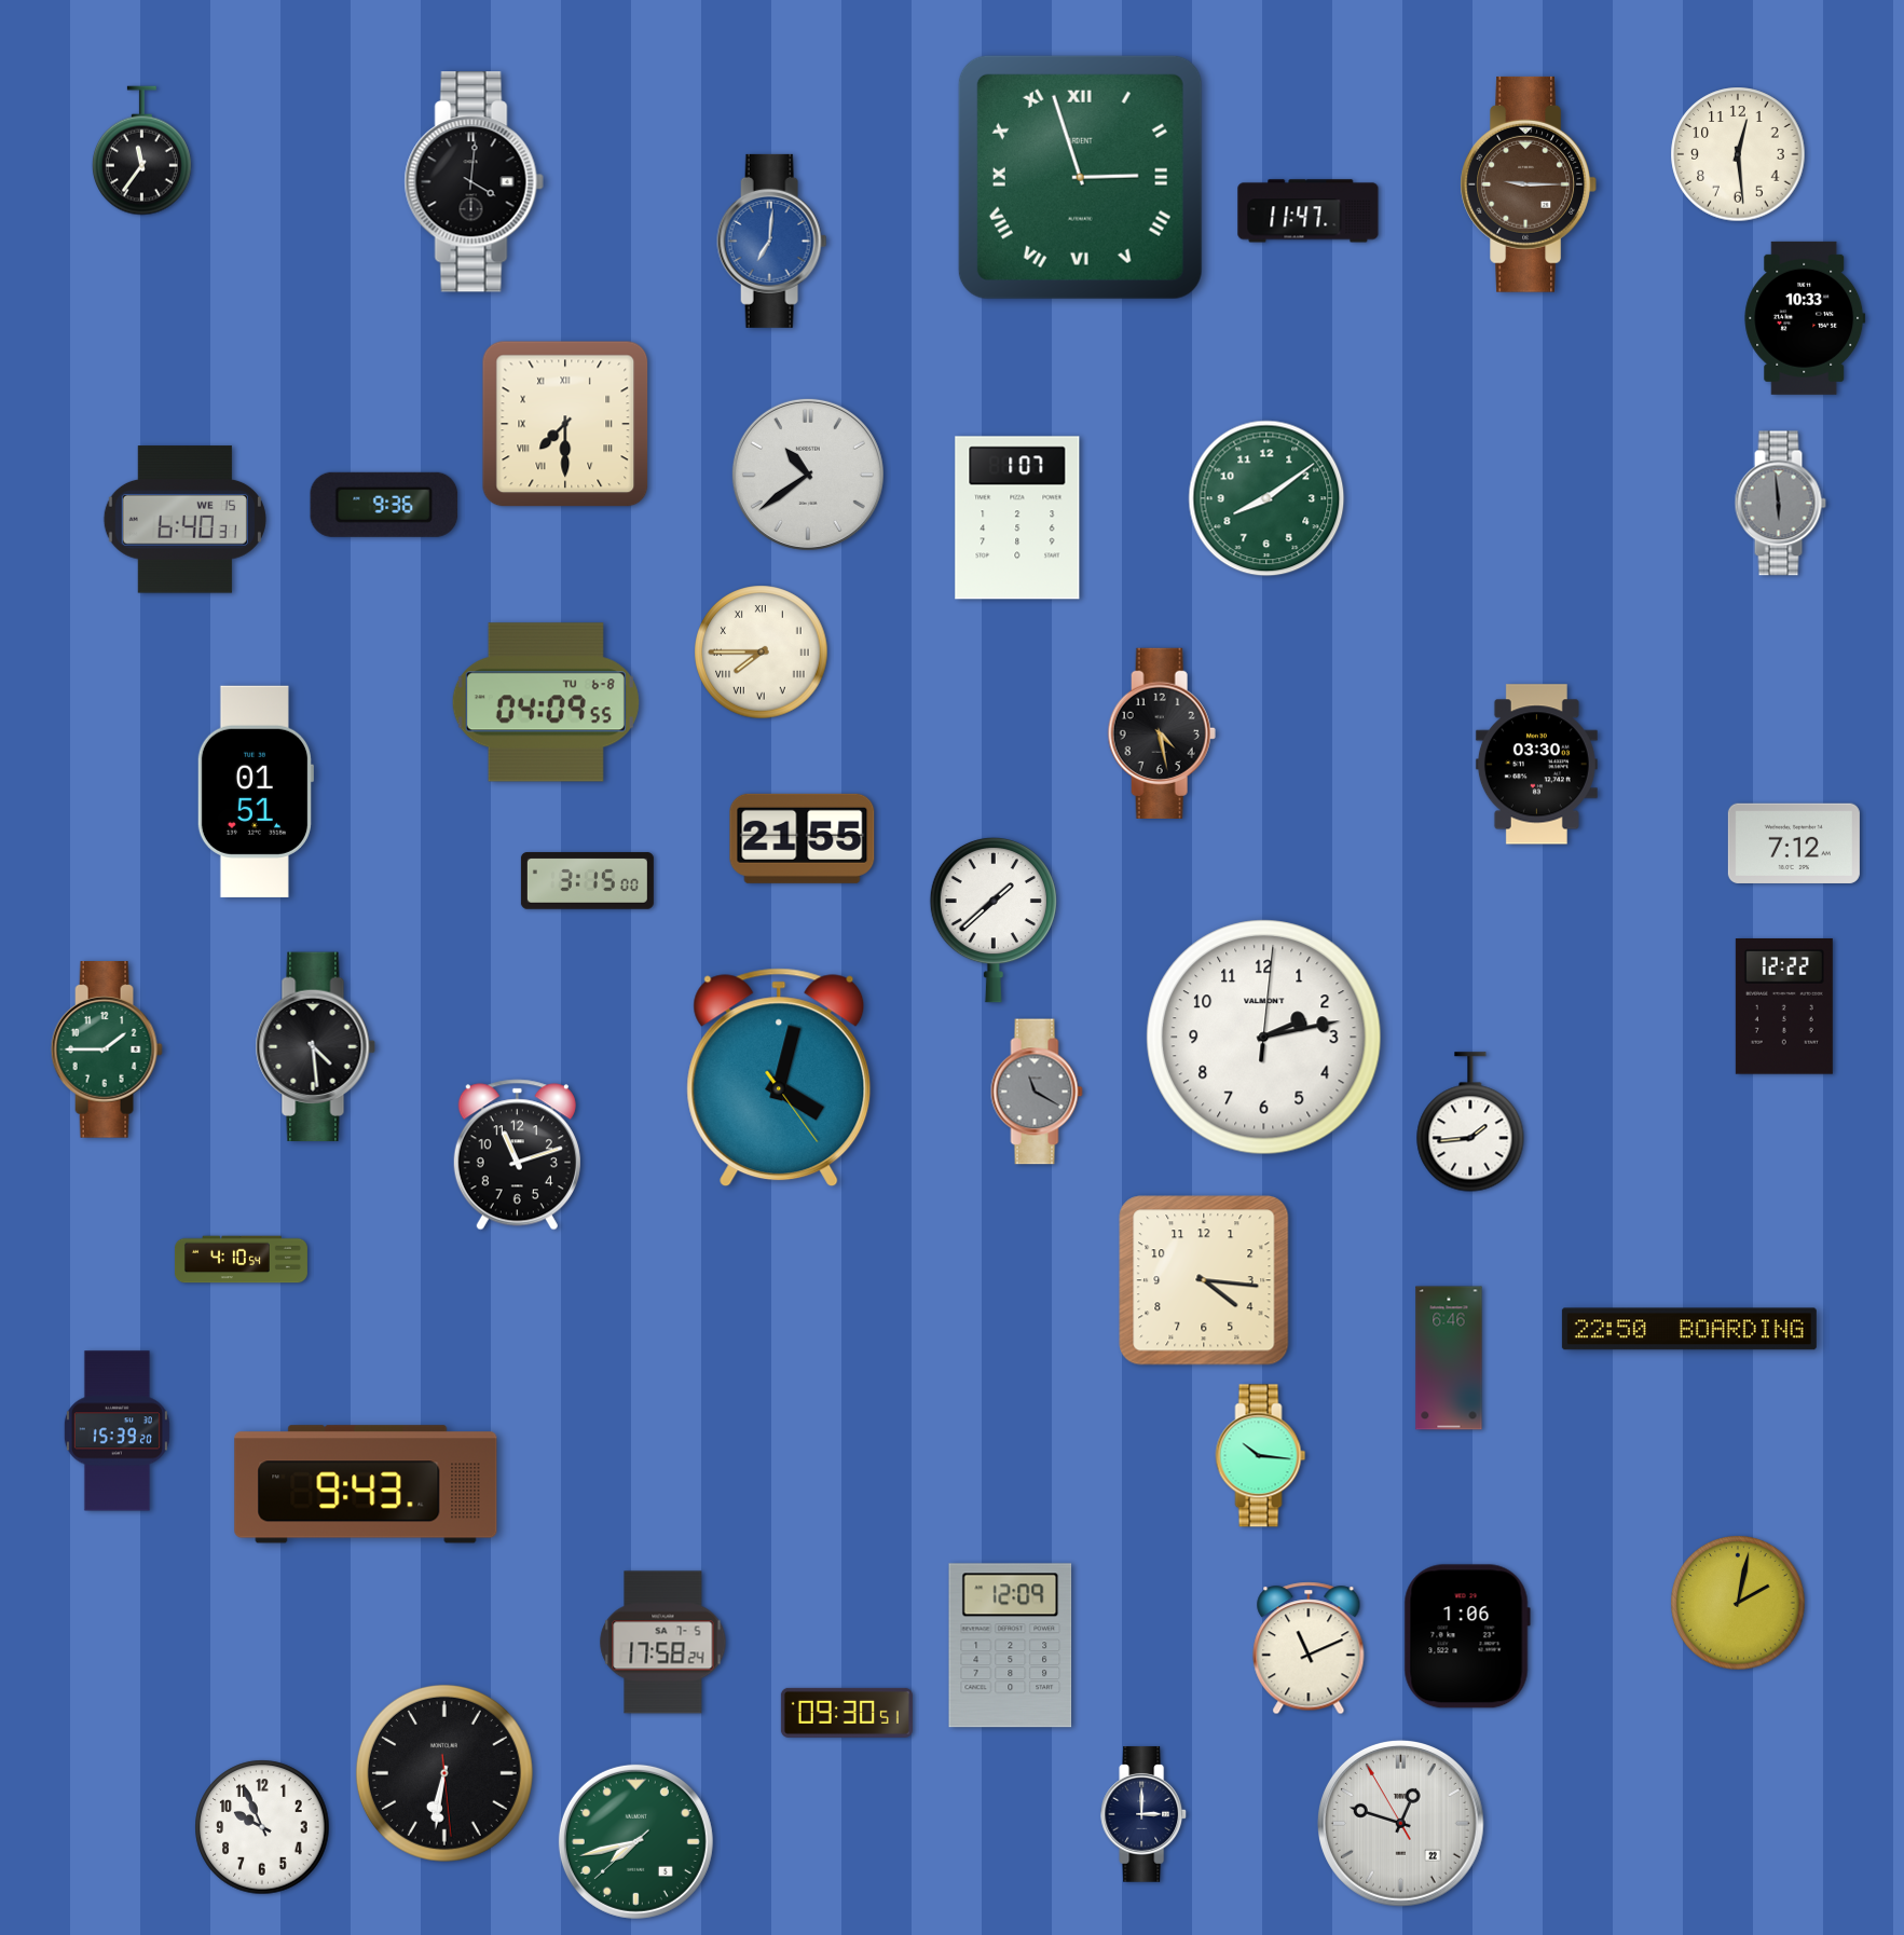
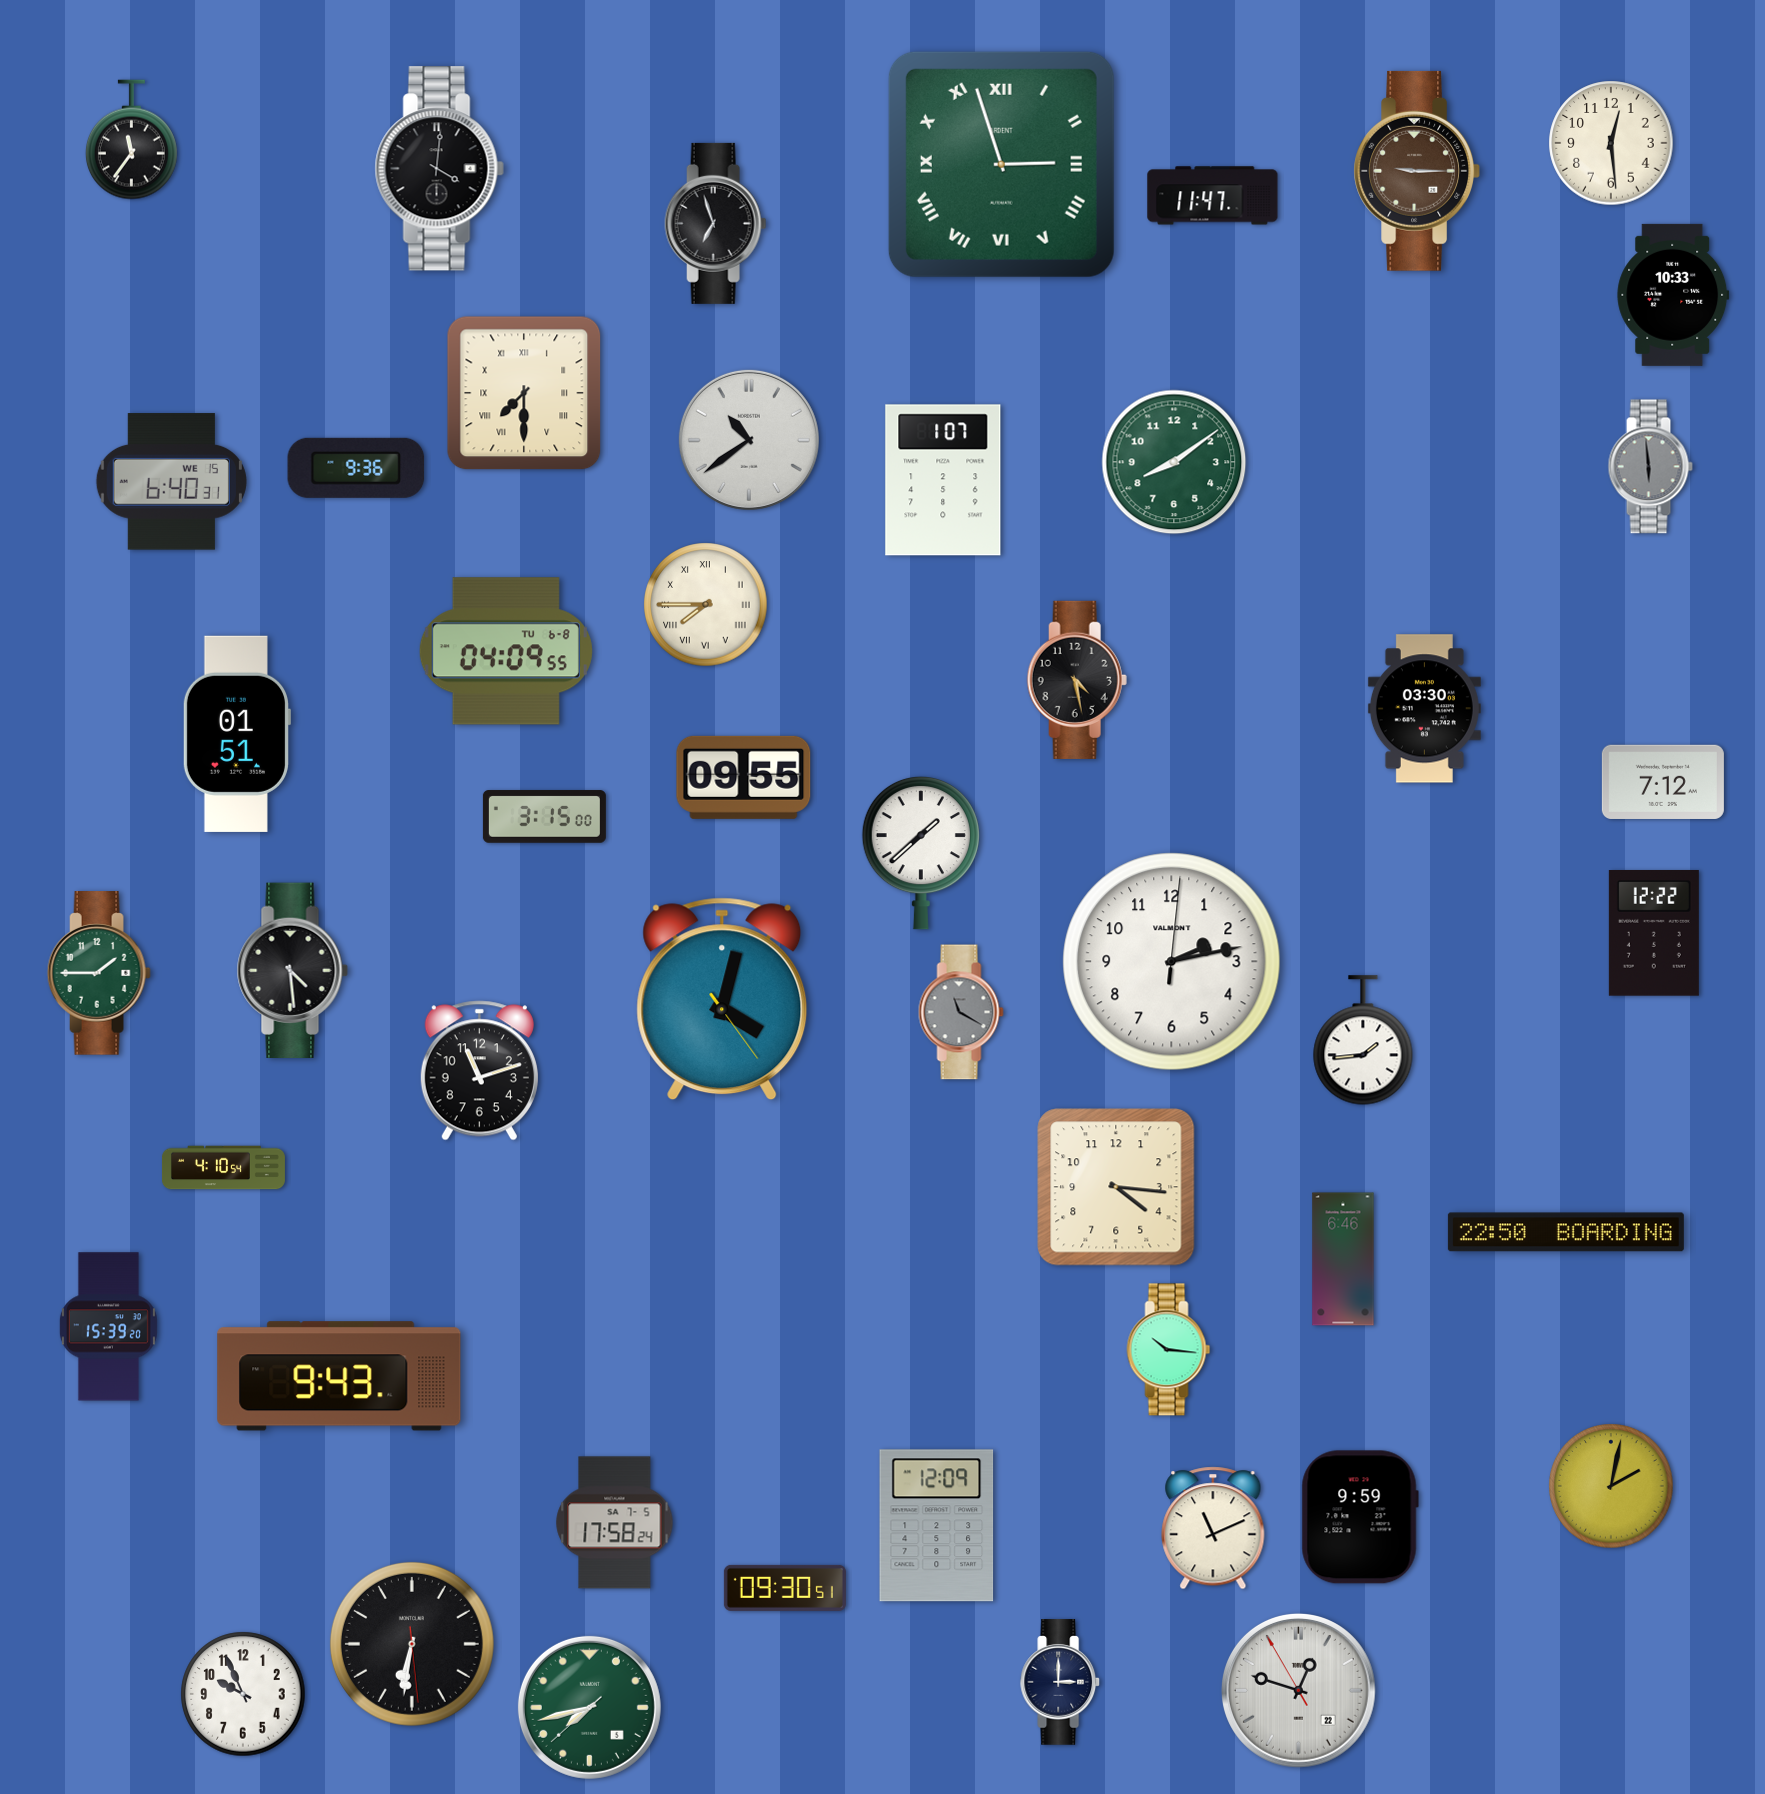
clock at (772, 241): 7:01 -> 6:57
clock at (772, 241) dial: blue -> black
clock at (803, 838): 21:55 -> 09:55
clock at (1467, 1636): 1:06 -> 9:59
